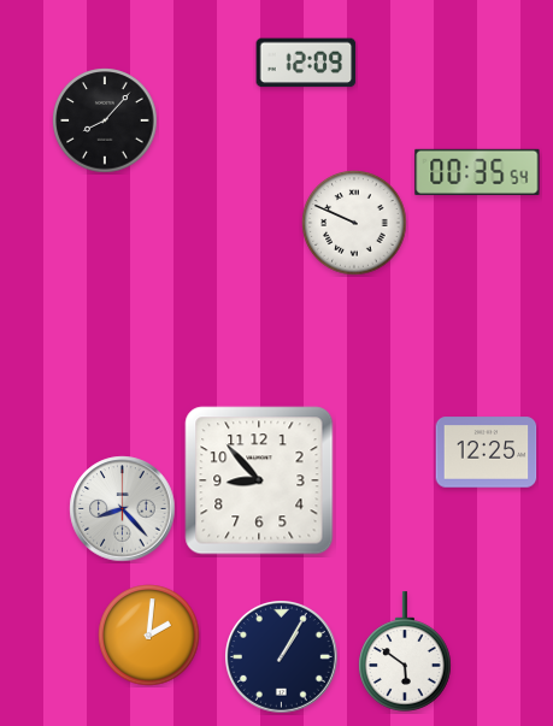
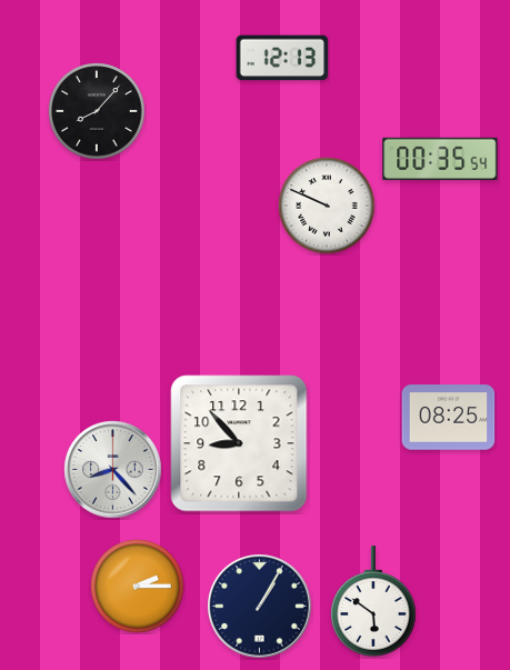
clock at (306, 63): 12:09 -> 12:13
clock at (487, 453): 12:25 -> 08:25
clock at (149, 636): 2:01 -> 2:15
